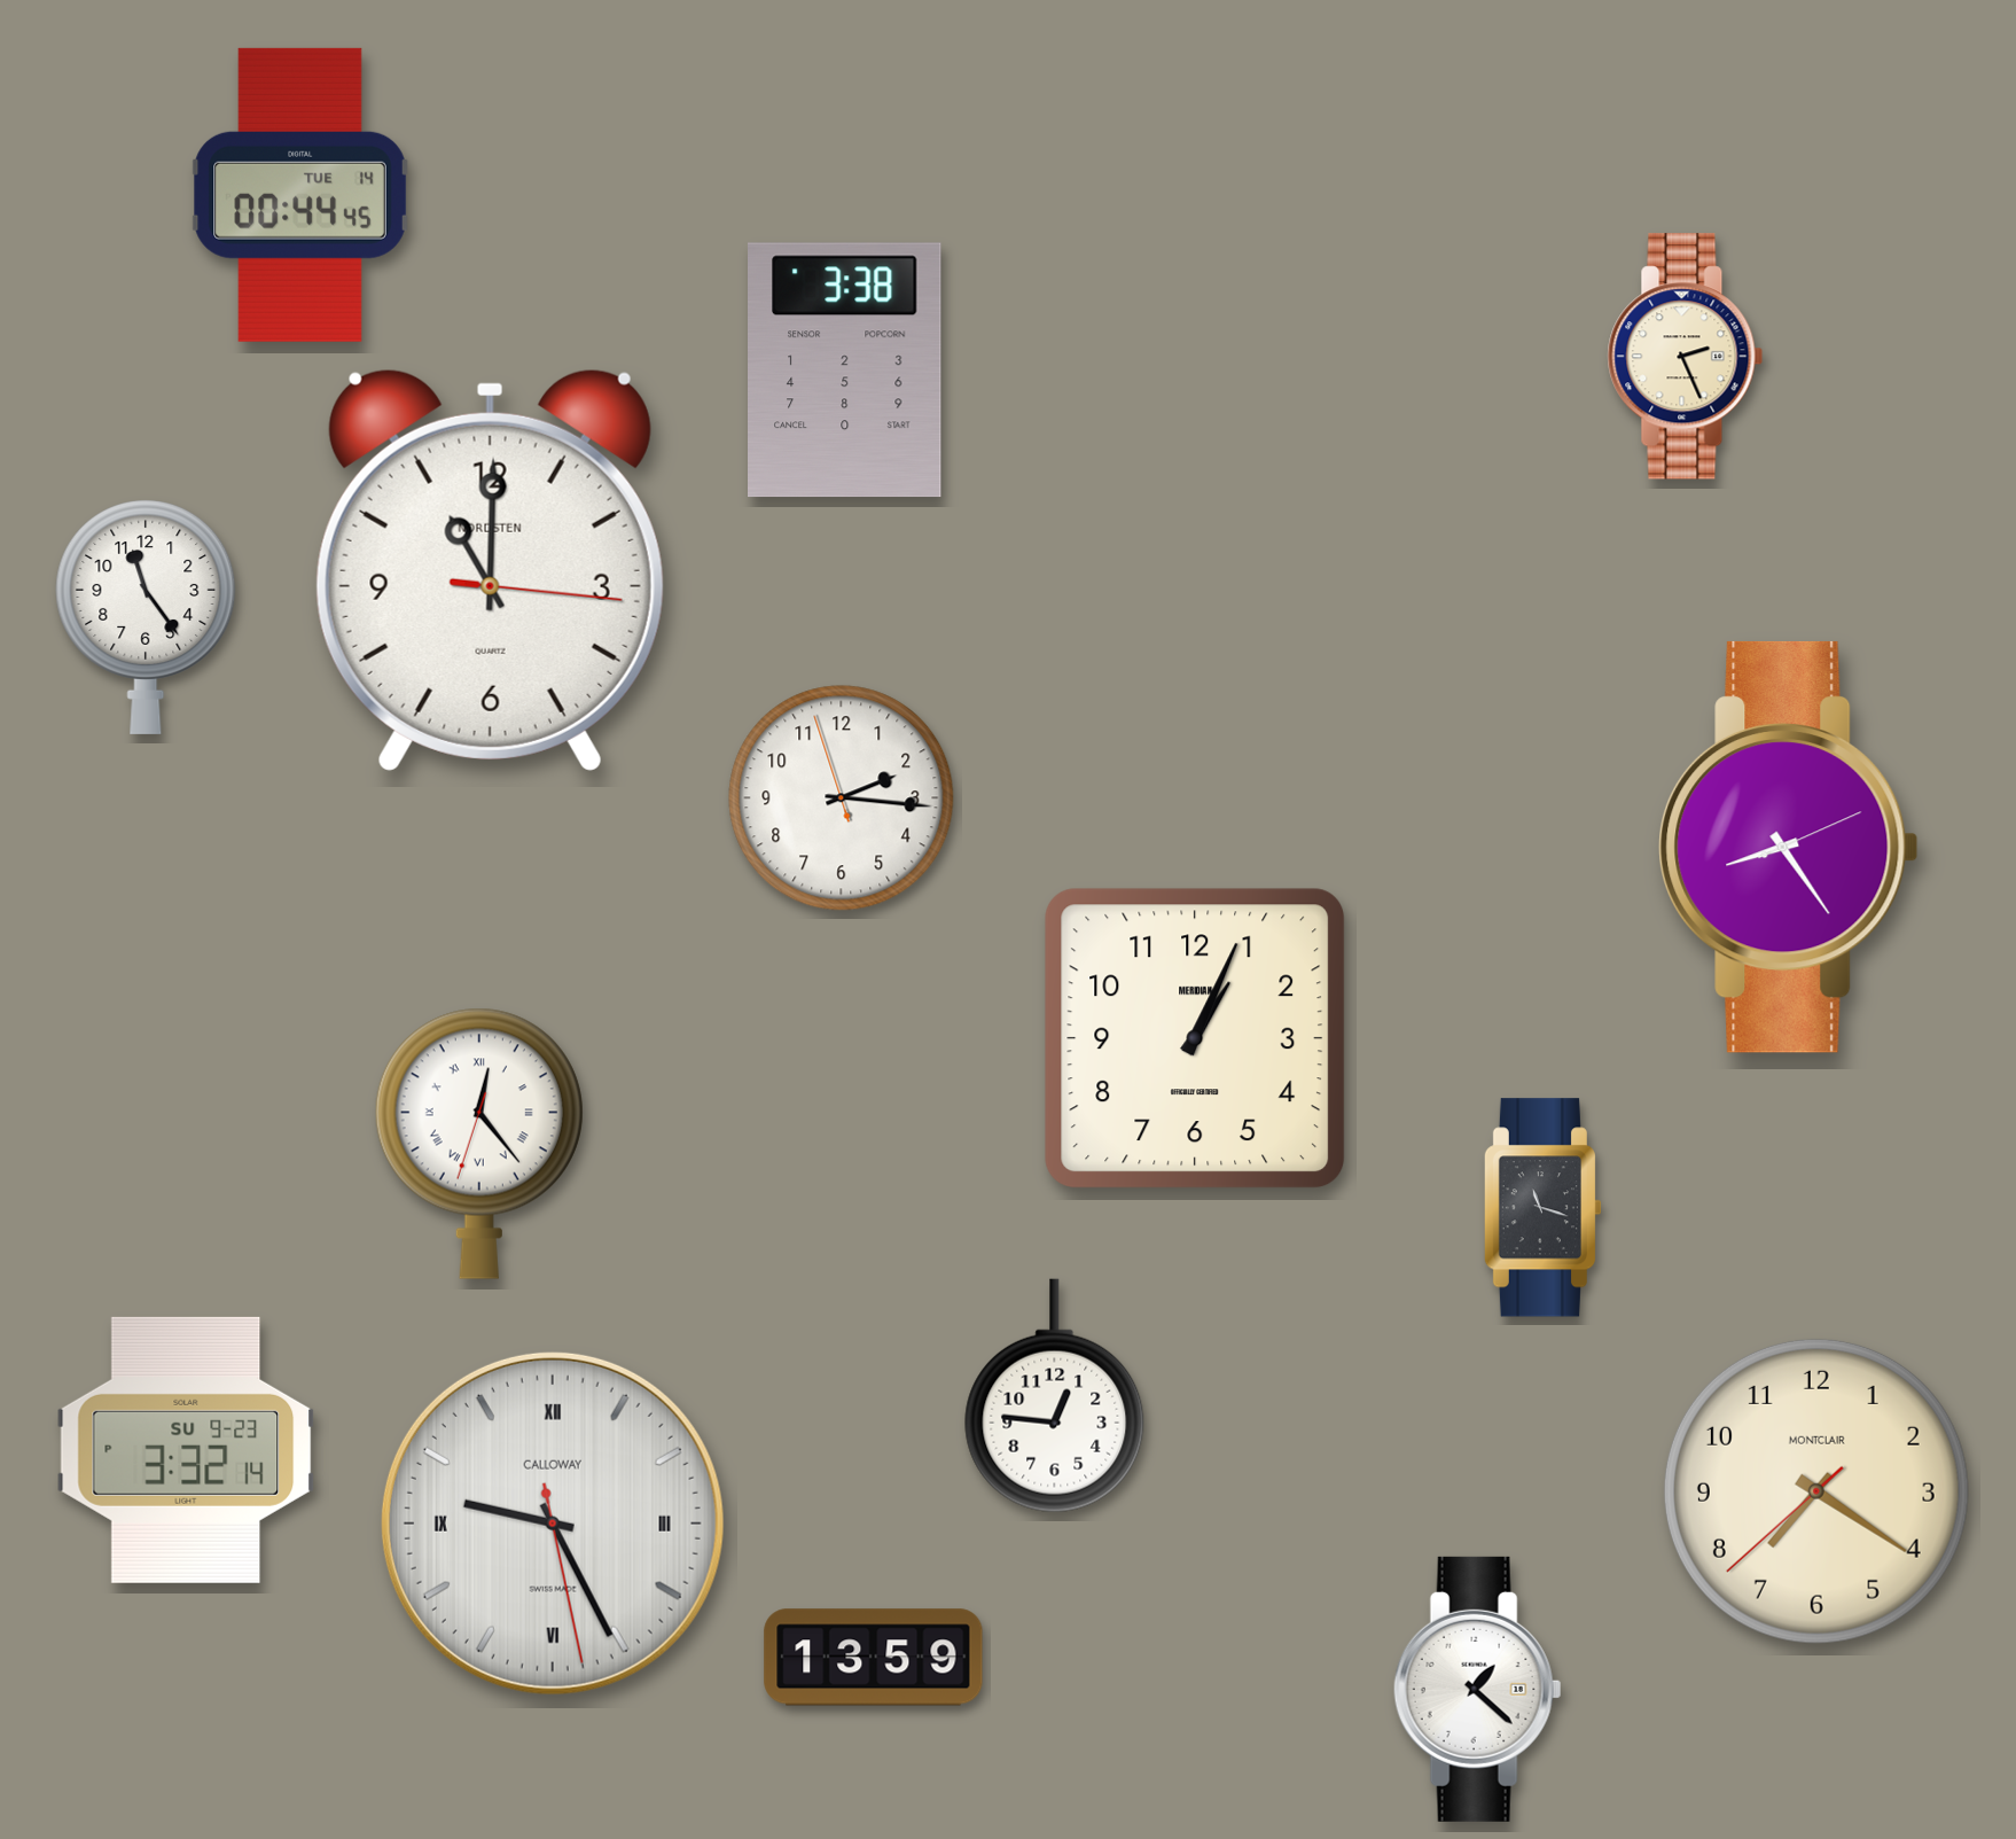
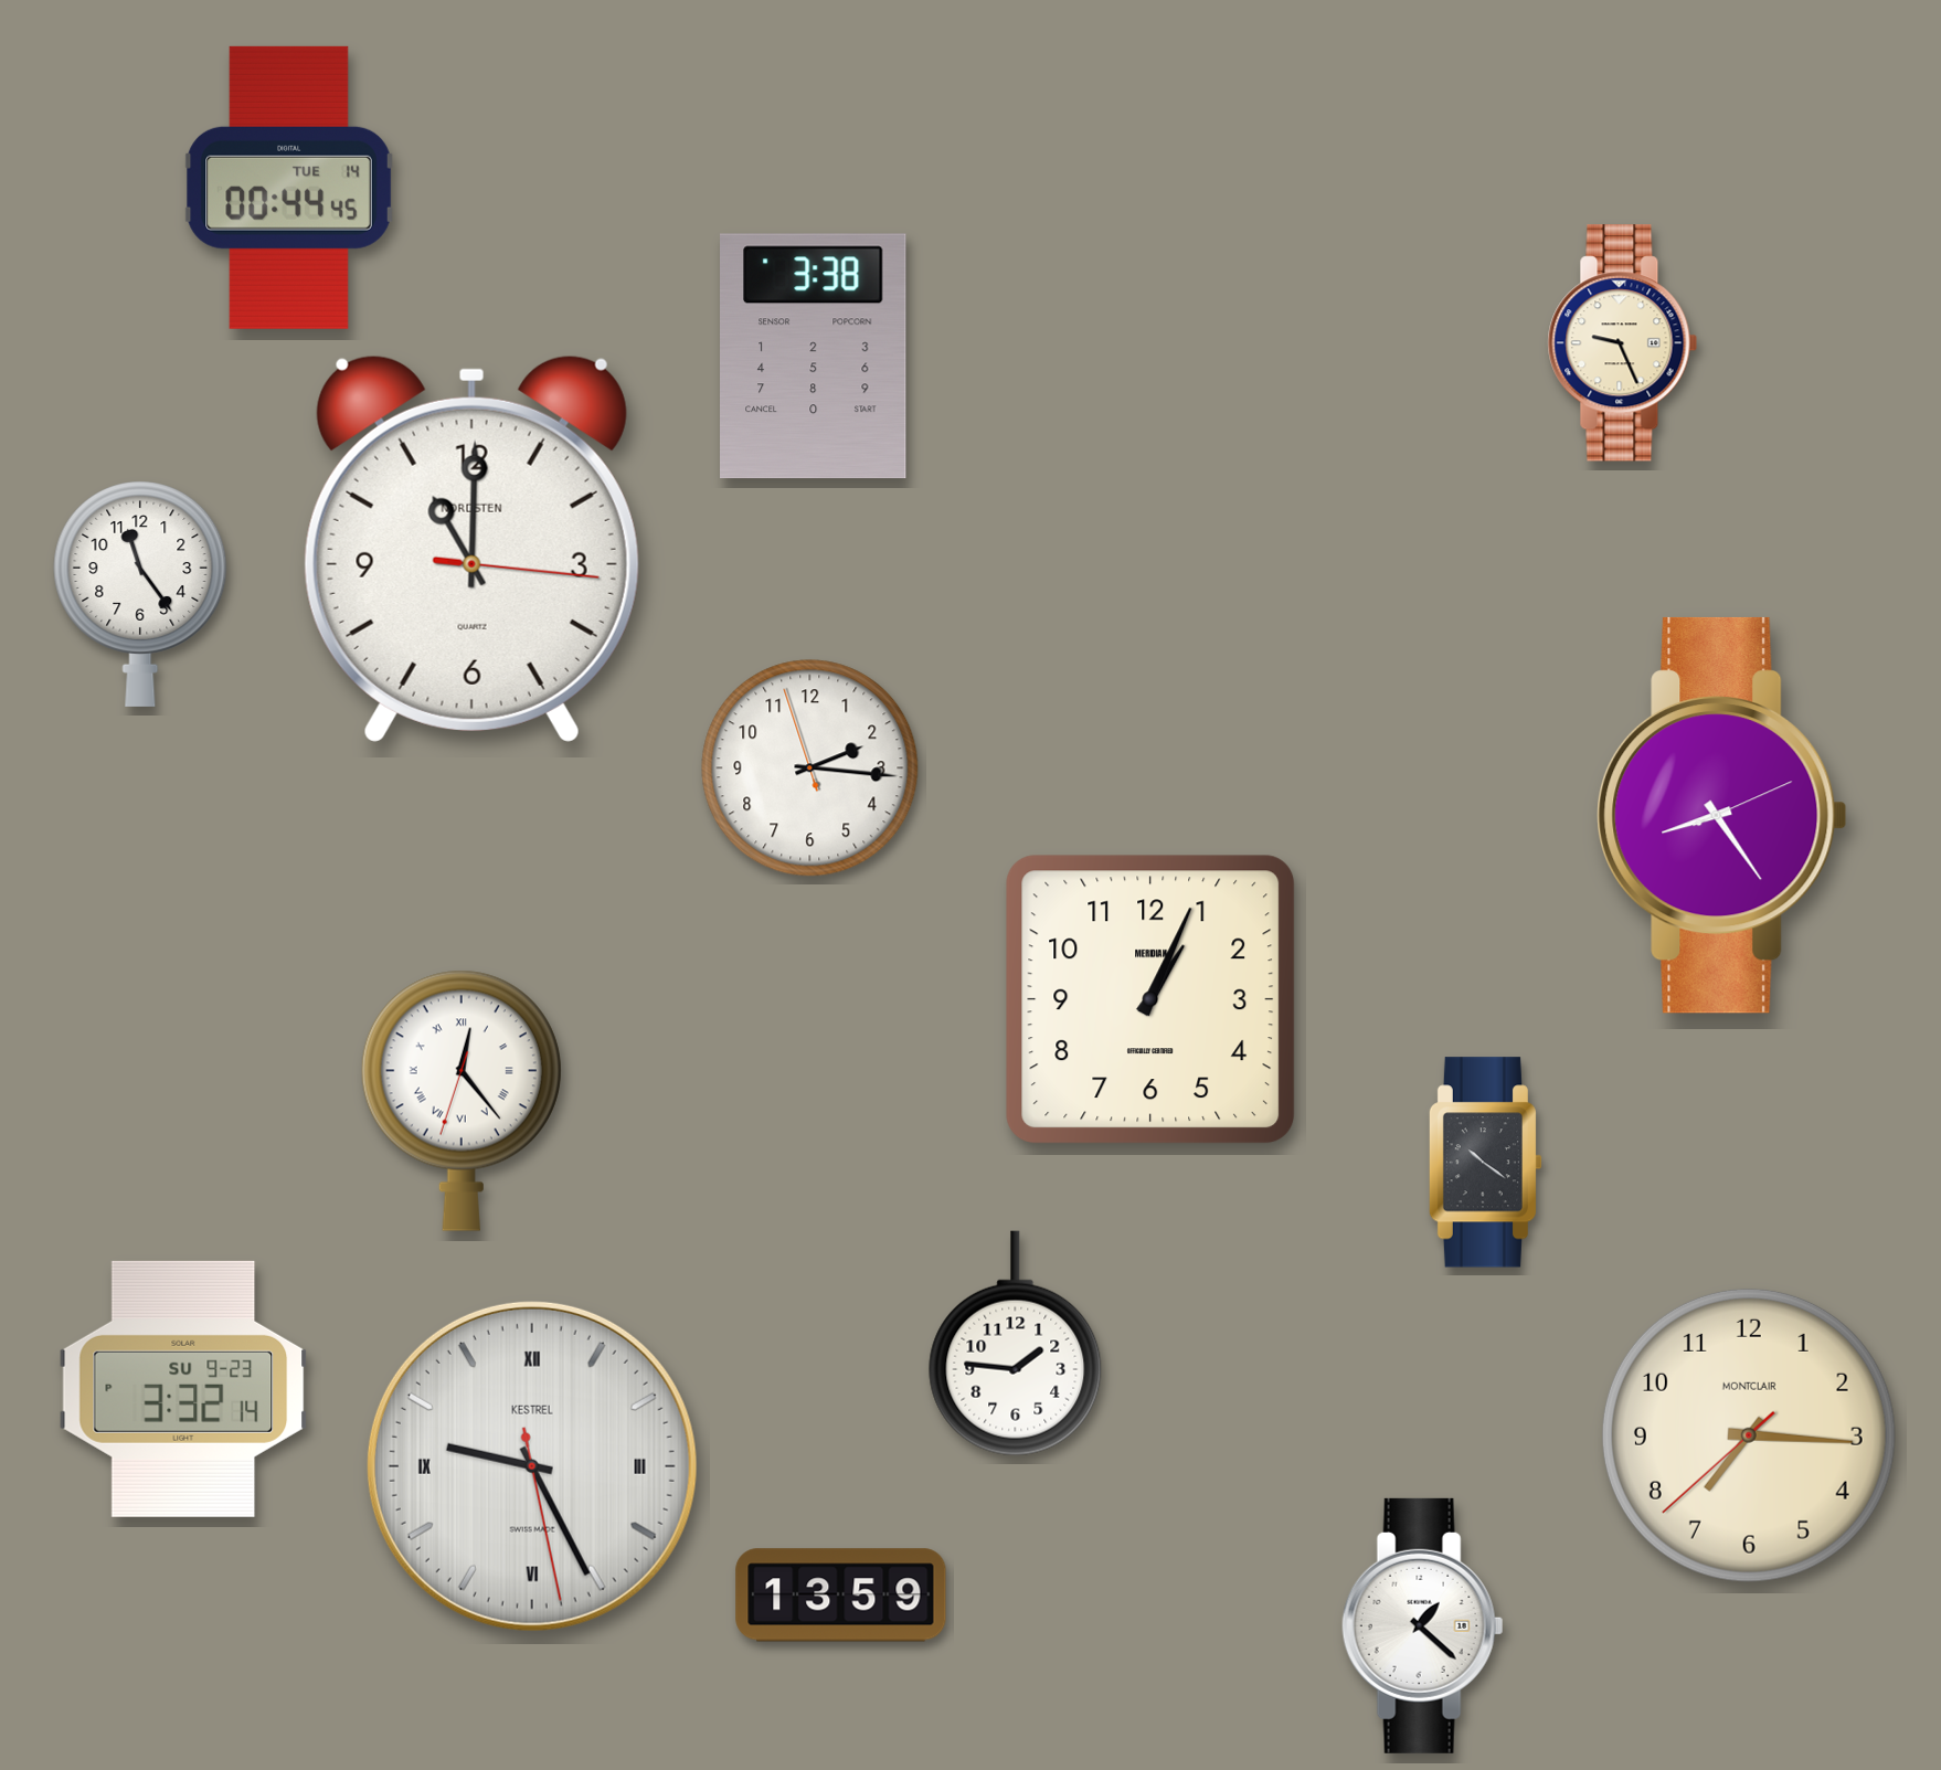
clock at (1686, 357): 2:26 -> 9:26
clock at (1542, 1208): 11:18 -> 10:21
clock at (1055, 1396): 12:46 -> 1:46
clock at (186, 1450) position: (186, 1450) -> (183, 1389)
clock at (1816, 1491): 7:20 -> 7:15
clock at (553, 1524) brand: CALLOWAY -> KESTREL
